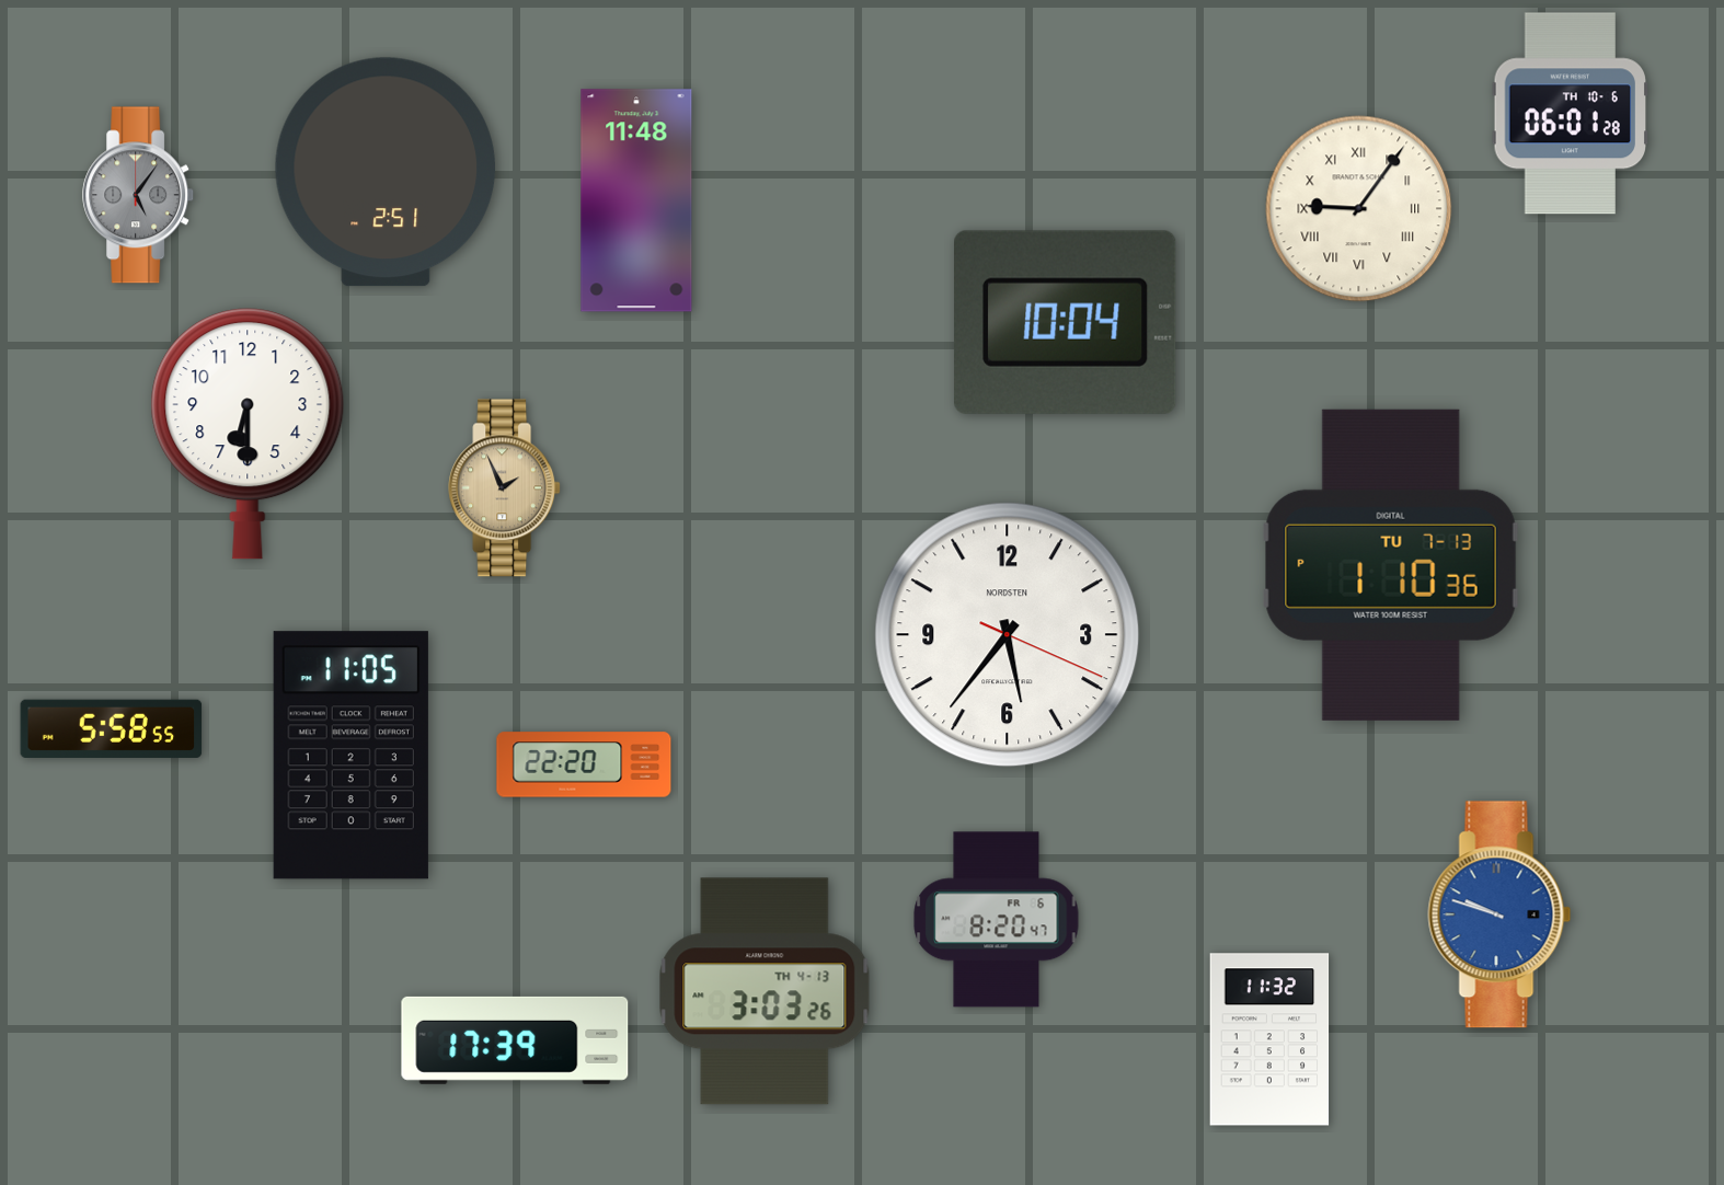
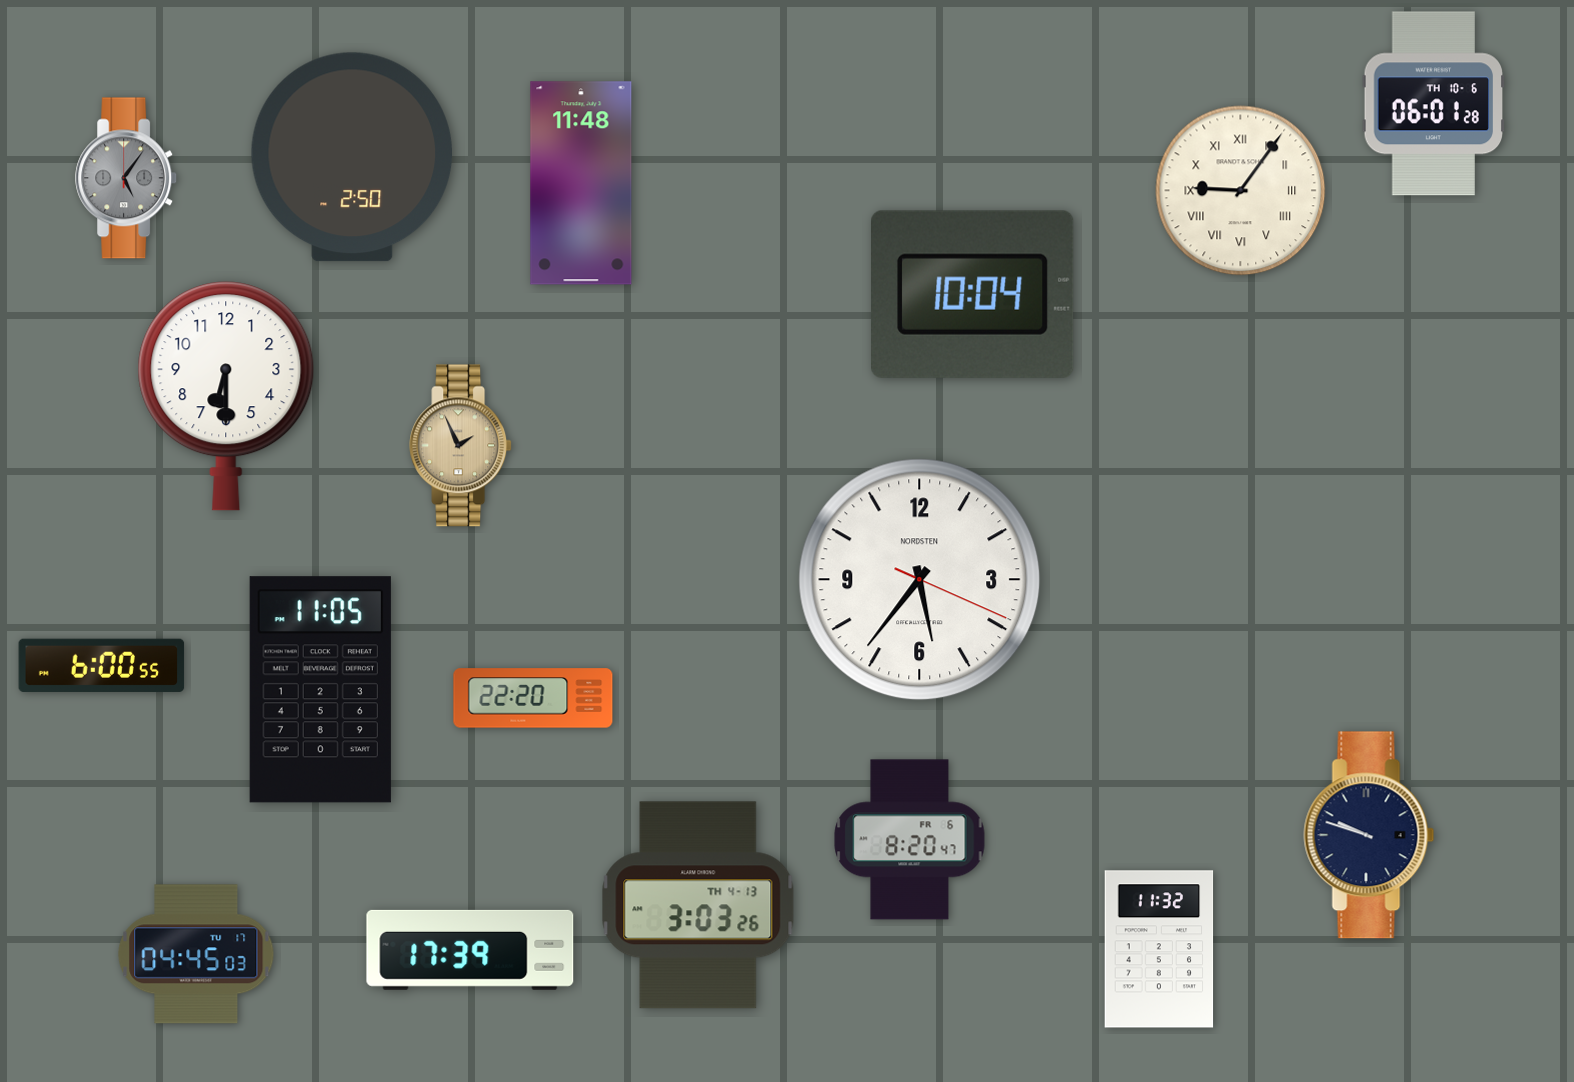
clock at (384, 172): 2:51 -> 2:50
clock at (1391, 565): 1:10 -> none
clock at (112, 728): 5:58 -> 6:00
clock at (1499, 914) dial: blue -> navy
clock at (196, 954): none -> 04:45
